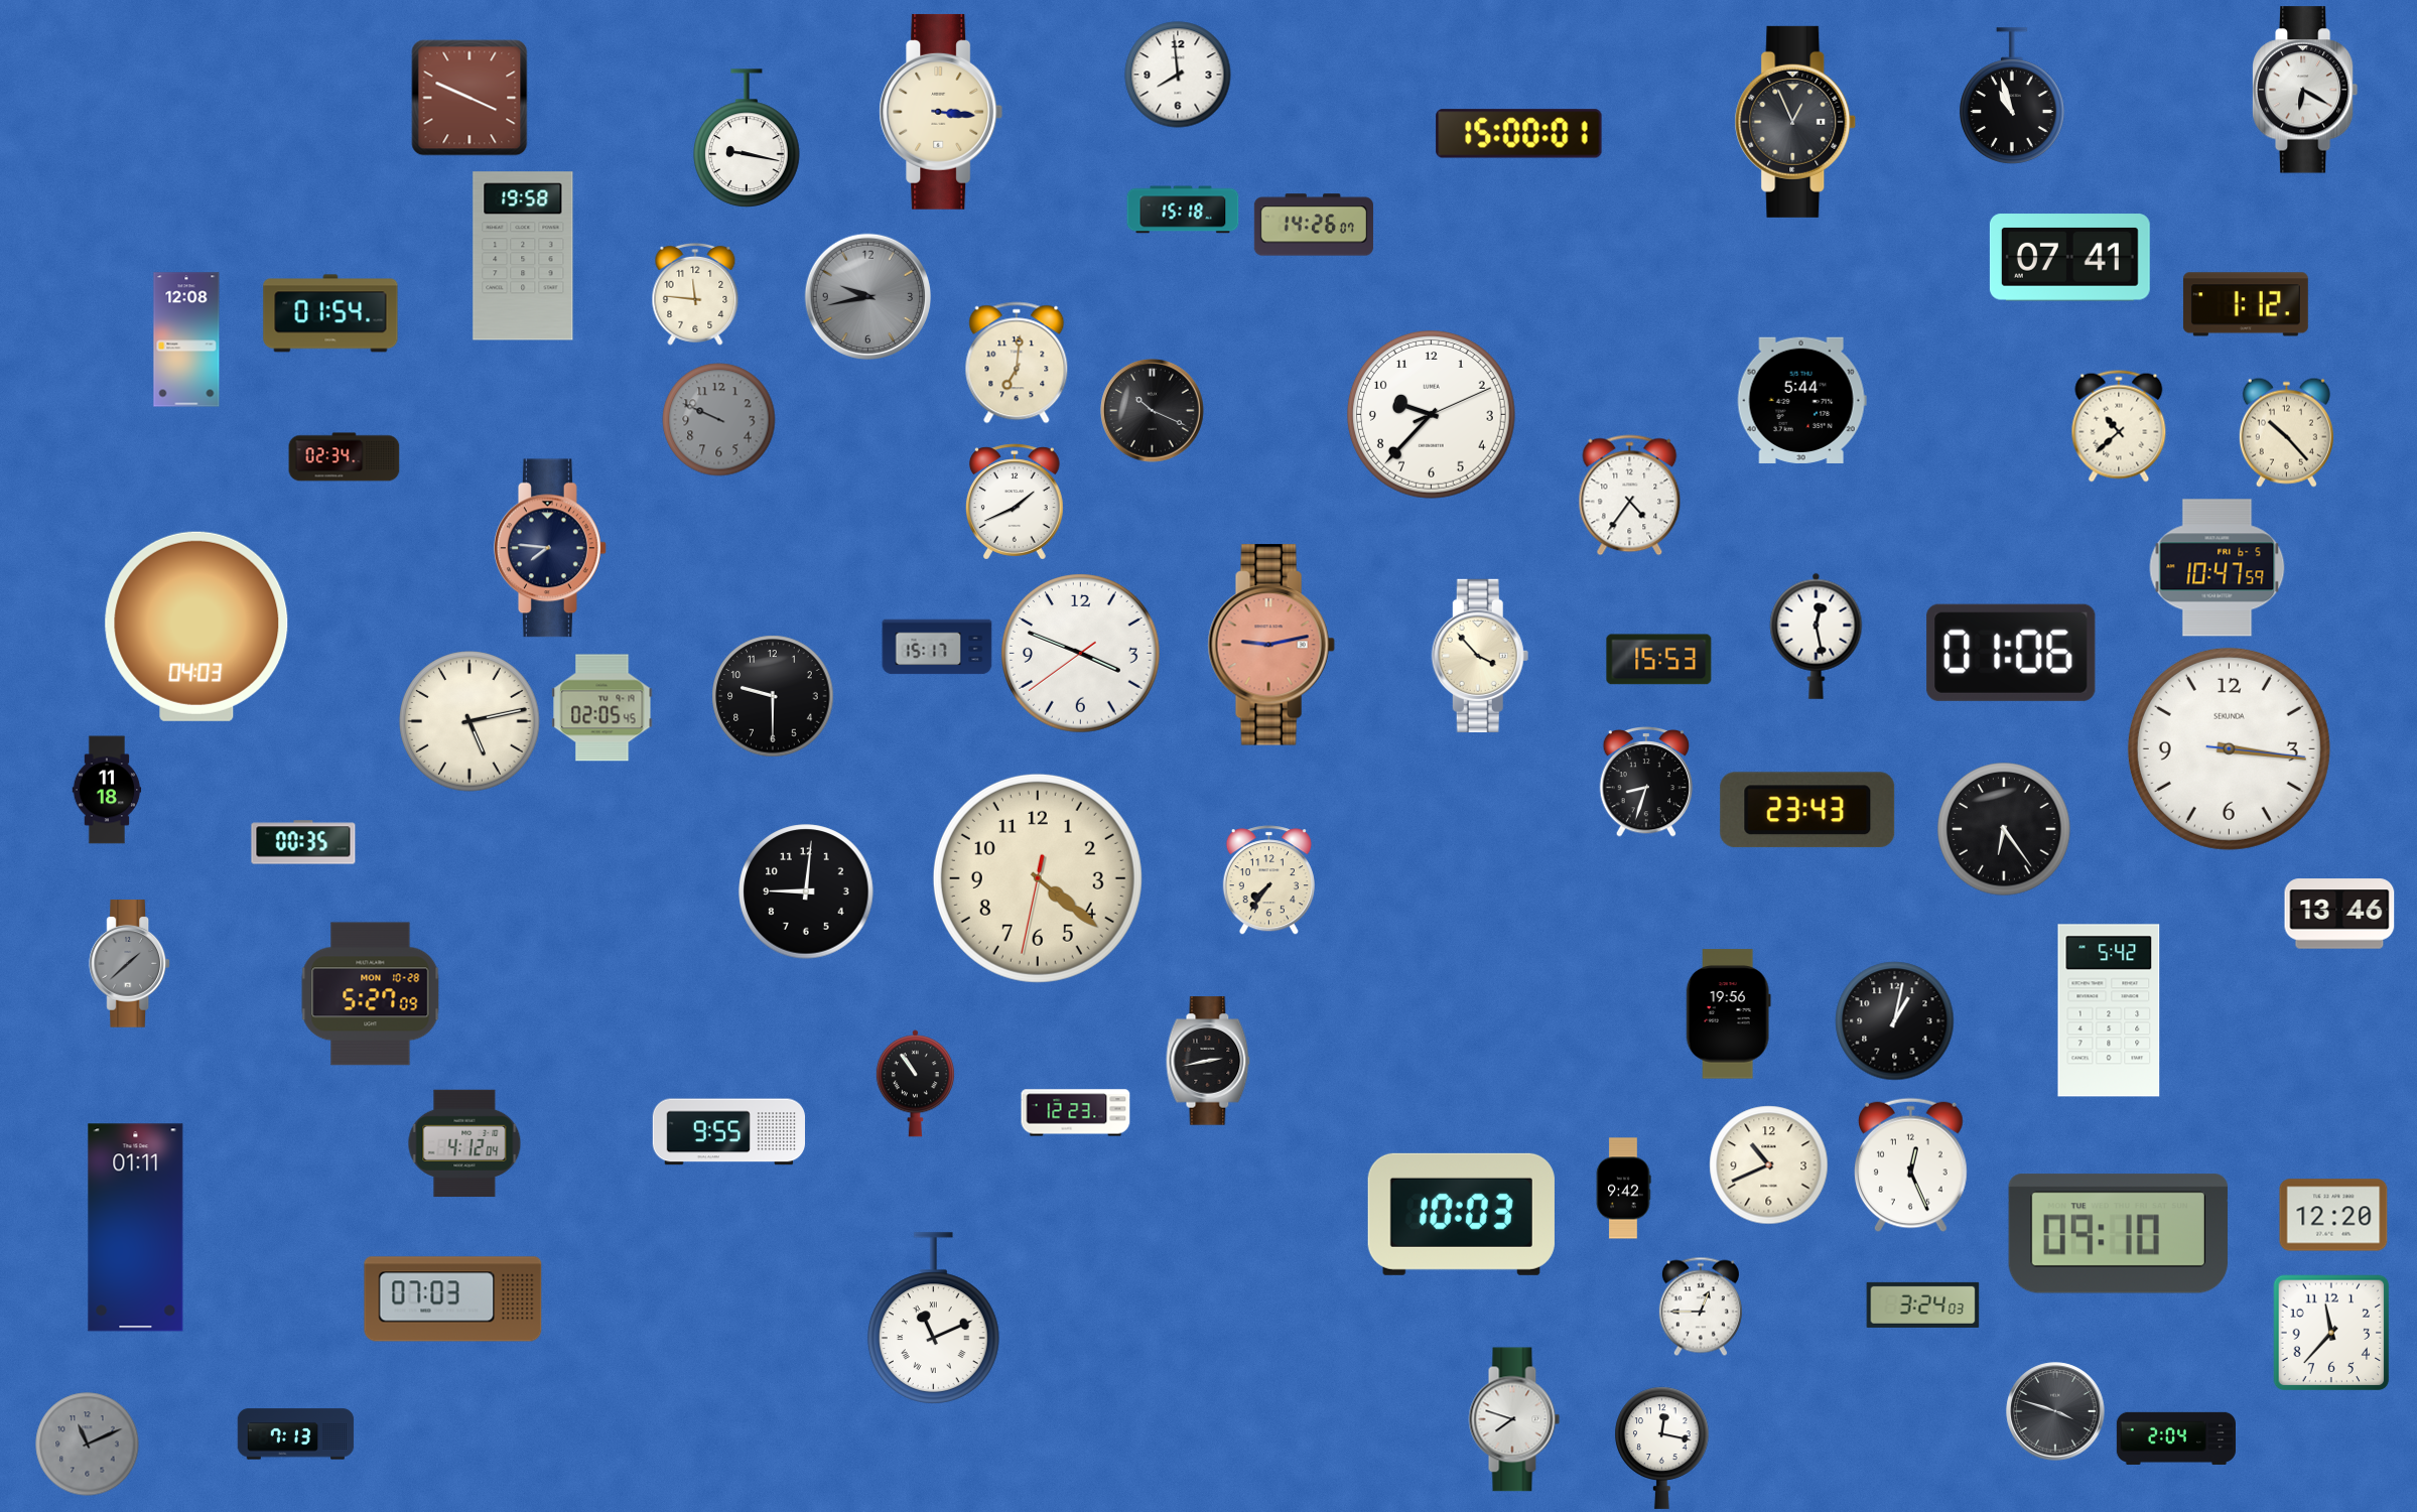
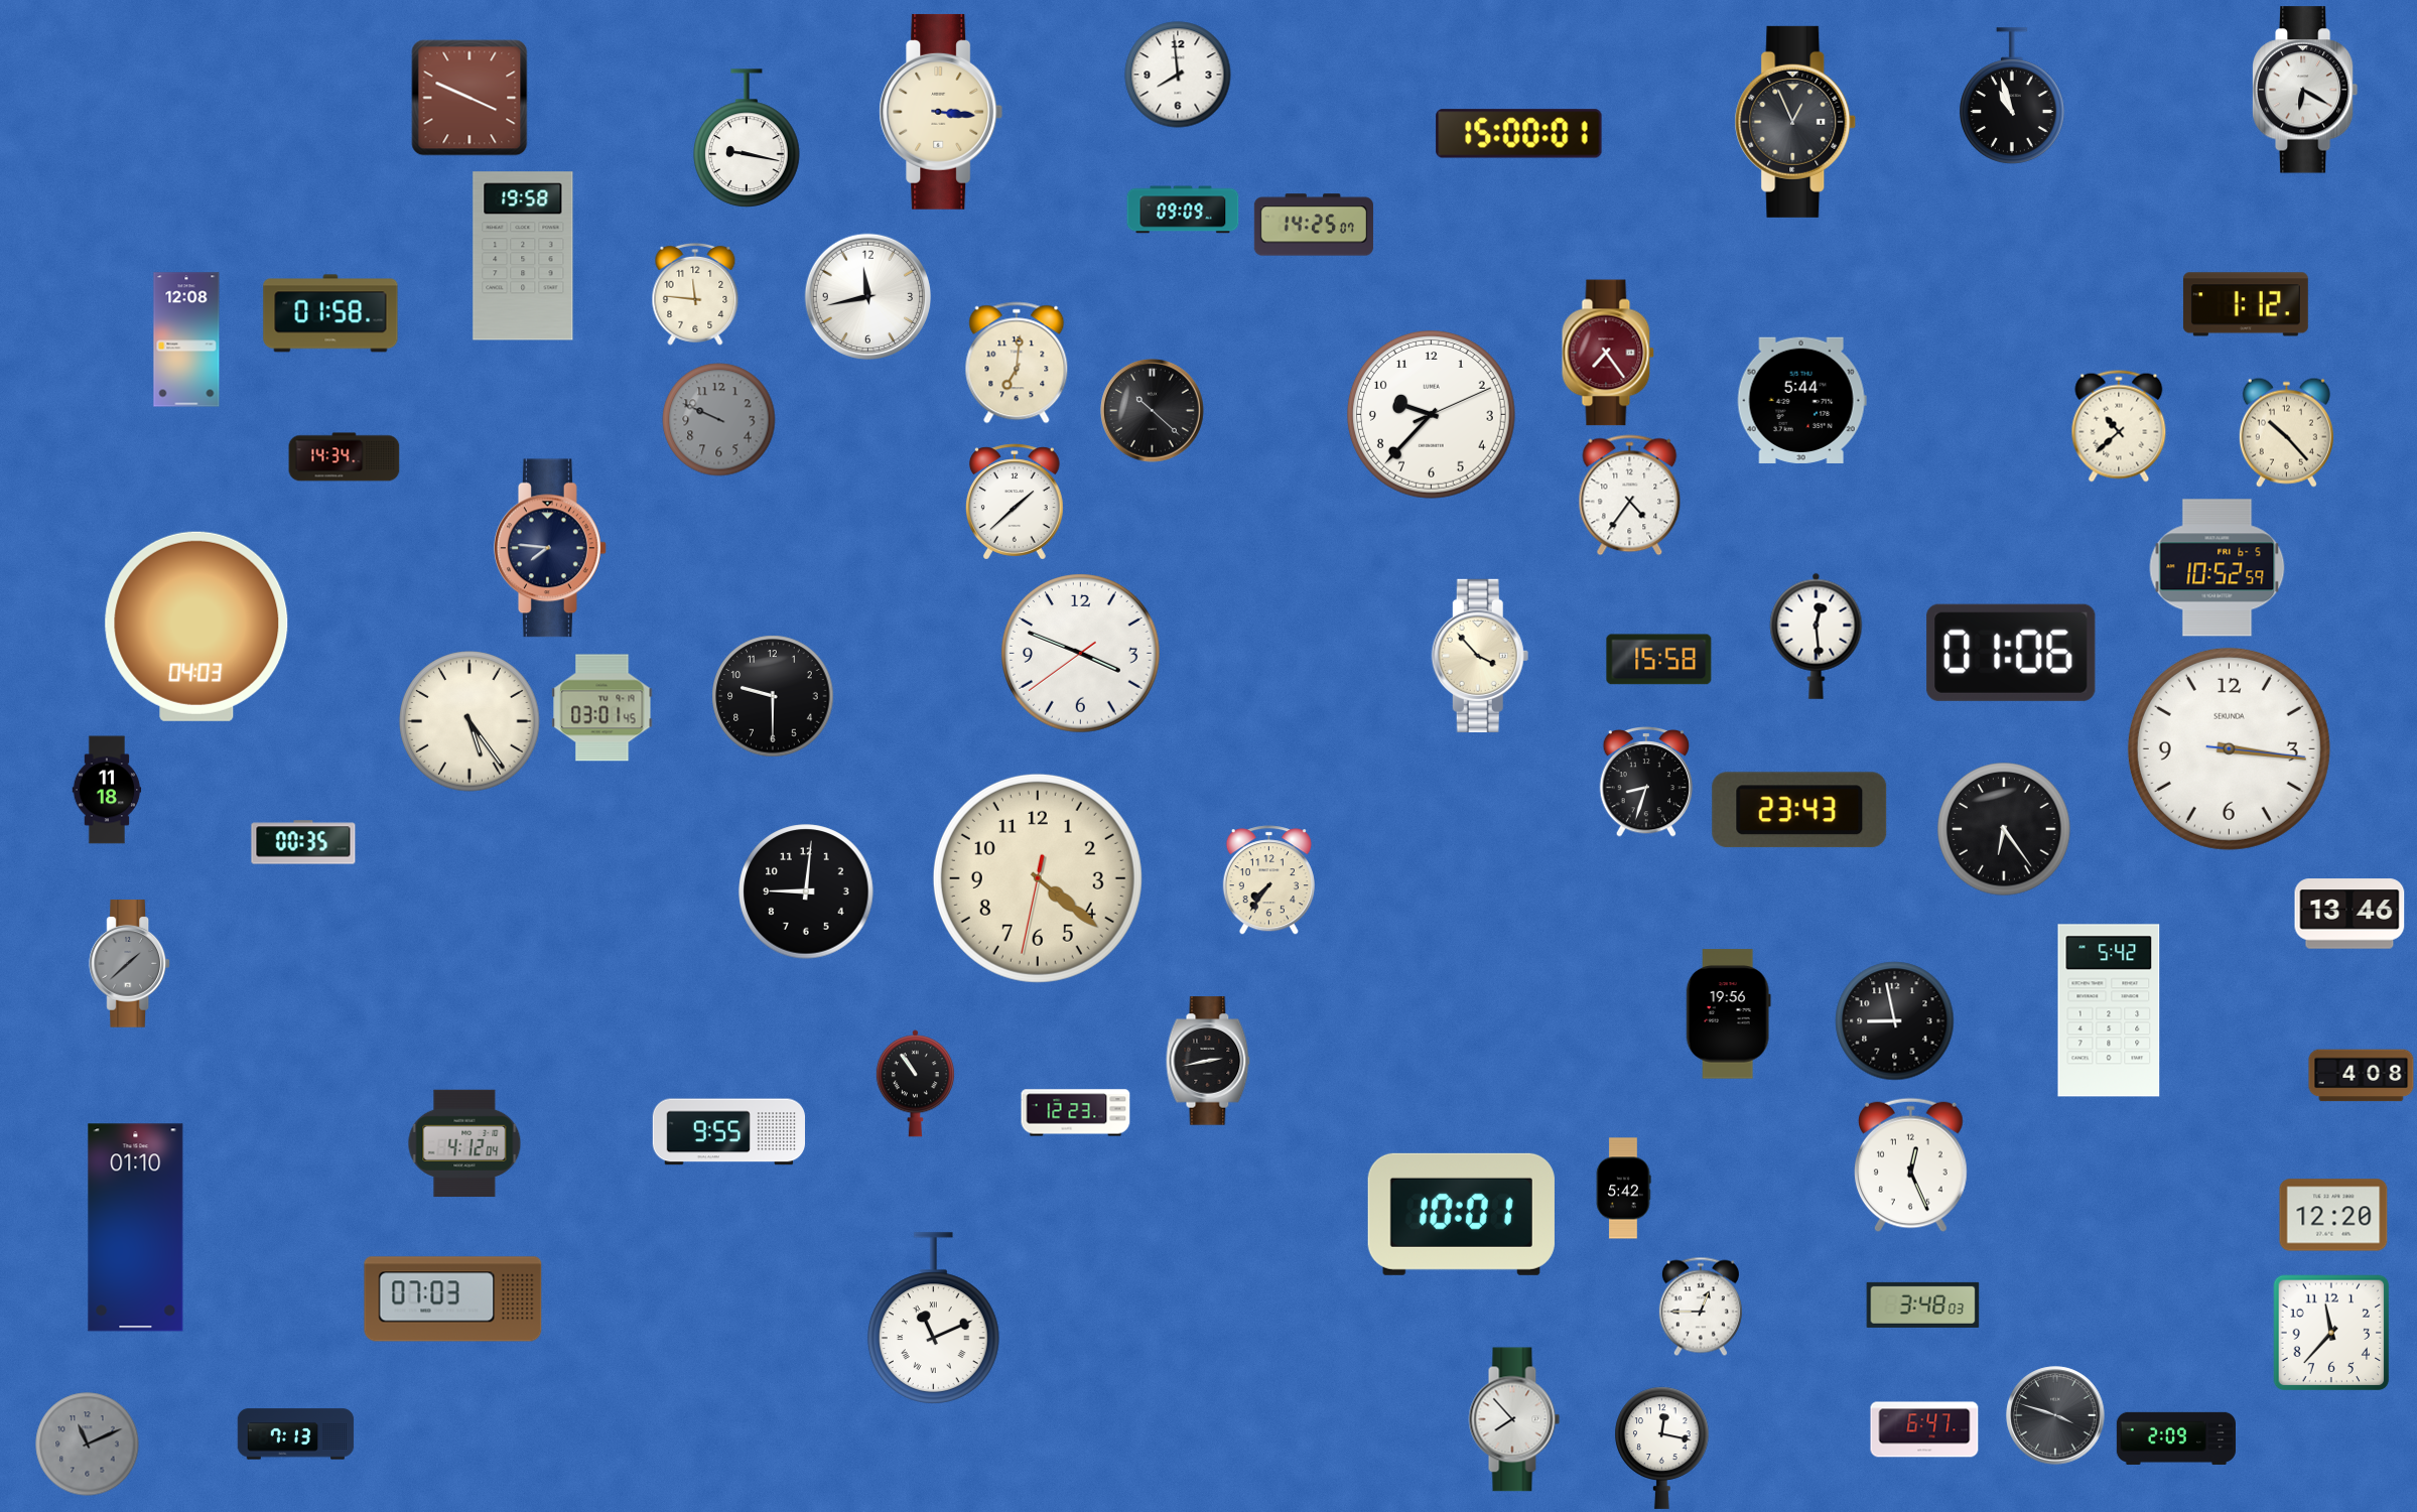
clock at (1183, 210): 15:18 -> 09:09
clock at (1314, 225): 14:26 -> 14:25
clock at (2069, 258): 07:41 -> none
clock at (868, 297): 9:43 -> 11:43
clock at (868, 297) dial: grey -> white
clock at (330, 313): 01:54 -> 01:58
clock at (1608, 353): none -> 7:24
clock at (1153, 411): 10:19 -> 10:22
clock at (345, 457): 02:34 -> 14:34
clock at (1015, 502): 1:41 -> 1:38
clock at (2218, 568): 10:47 -> 10:52
clock at (1817, 636): 12:28 -> 12:29
clock at (1271, 645): 9:13 -> none
clock at (937, 647): 15:17 -> none
clock at (1659, 660): 15:53 -> 15:58
clock at (602, 708): 02:05 -> 03:01
clock at (469, 721): 5:13 -> 5:24
clock at (1807, 810) position: (1807, 810) -> (1799, 810)
clock at (2339, 914) position: (2339, 914) -> (2349, 914)
clock at (371, 994): 5:27 -> none
clock at (1895, 1021): 1:02 -> 8:58
clock at (2362, 1076): none -> 4:08
clock at (1769, 1165): 10:41 -> none
clock at (1623, 1189): 9:42 -> 5:42
clock at (1461, 1214): 10:03 -> 10:01
clock at (136, 1228): 01:11 -> 01:10
clock at (2118, 1234): 09:10 -> none
clock at (1923, 1304): 3:24 -> 3:48
clock at (2055, 1411) position: (2055, 1411) -> (2055, 1415)
clock at (1514, 1419): 7:48 -> 7:53
clock at (1924, 1429): none -> 6:47
clock at (2176, 1438): 2:04 -> 2:09
